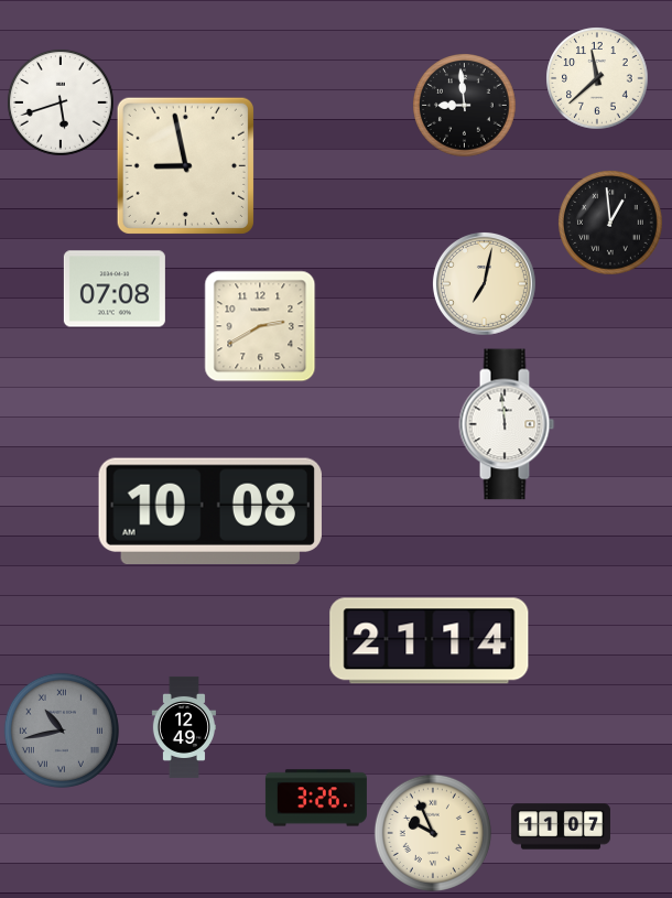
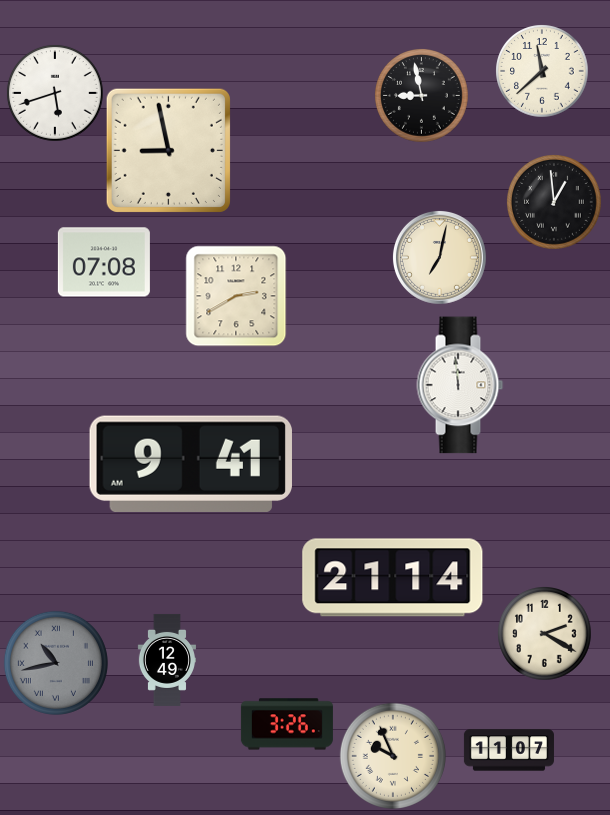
clock at (464, 105): 8:59 -> 8:58
clock at (210, 510): 10:08 -> 9:41
clock at (430, 641) position: (430, 641) -> (393, 578)
clock at (544, 633): none -> 2:20
